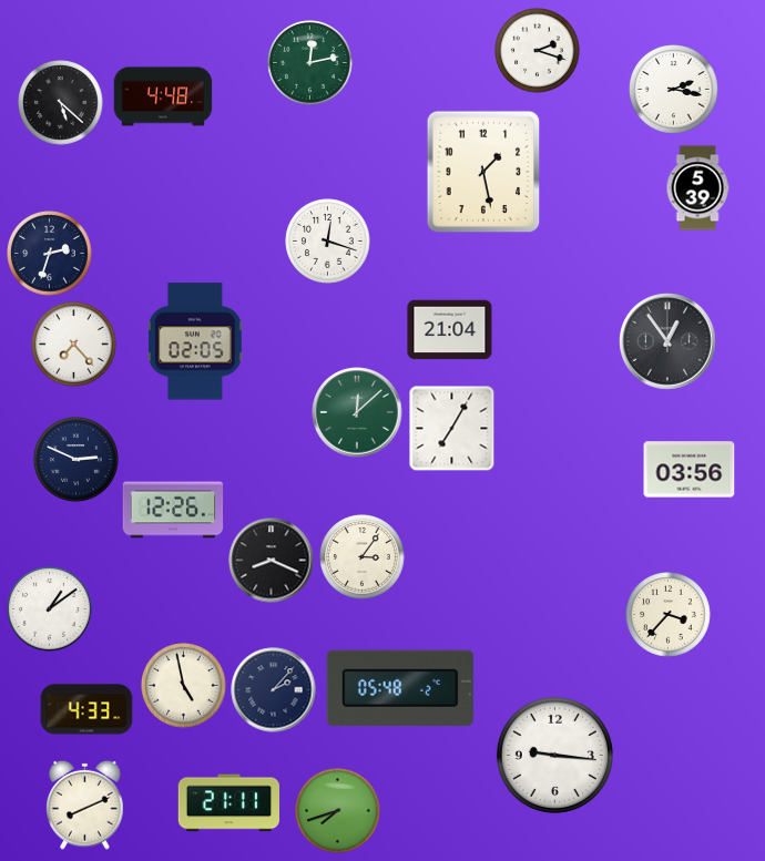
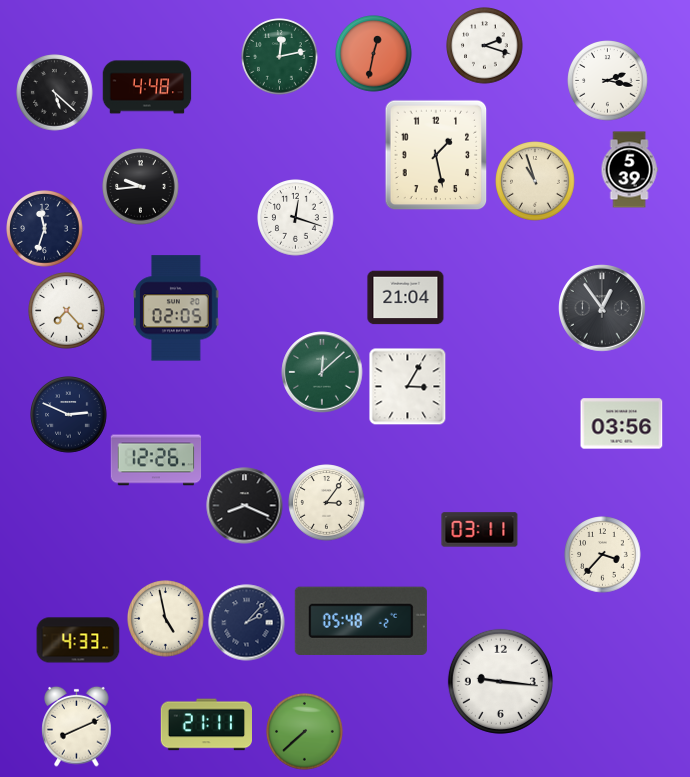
clock at (374, 54): none -> 12:32
clock at (535, 181): none -> 10:57
clock at (141, 187): none -> 9:44
clock at (50, 254): 2:33 -> 11:33
clock at (451, 428): 7:05 -> 3:05
clock at (480, 530): none -> 03:11
clock at (50, 609): 1:09 -> none
clock at (338, 811): 7:42 -> 7:38
